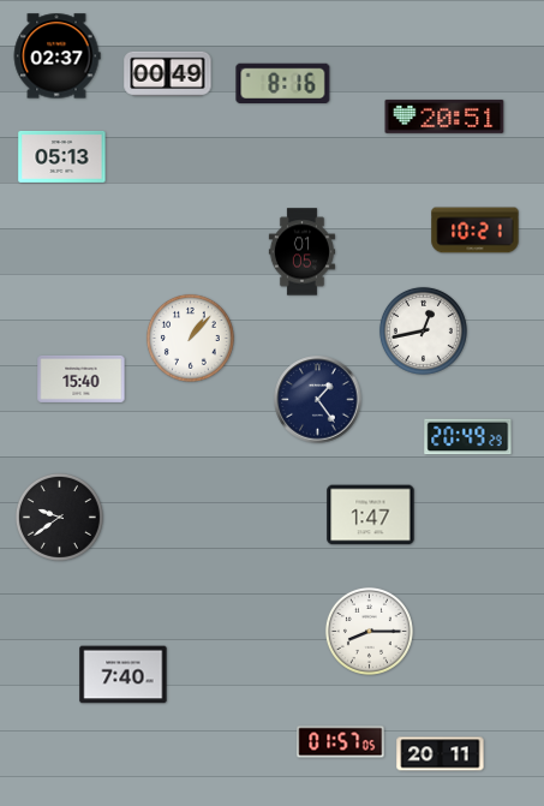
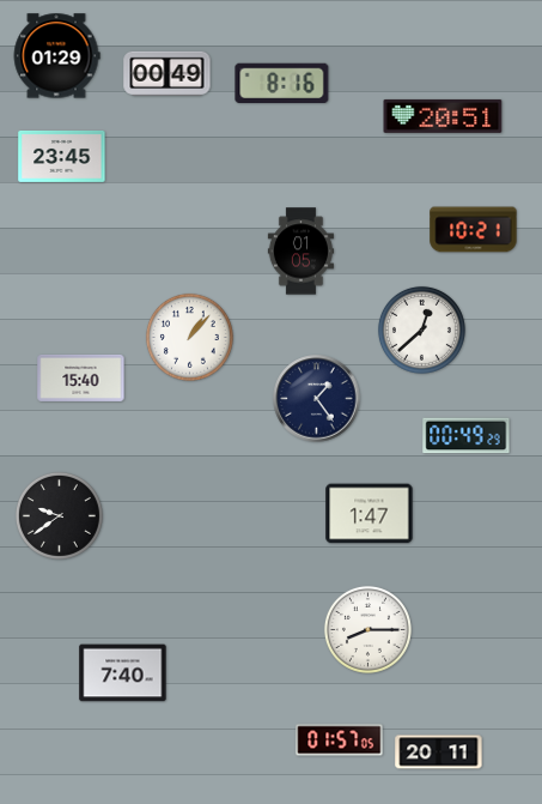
clock at (56, 56): 02:37 -> 01:29
clock at (62, 156): 05:13 -> 23:45
clock at (423, 330): 12:43 -> 12:38
clock at (468, 437): 20:49 -> 00:49
